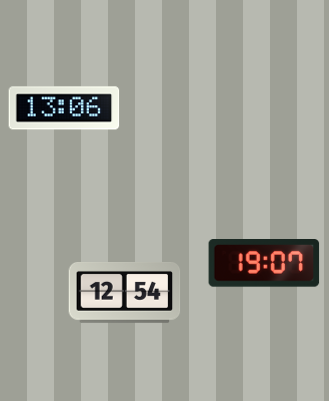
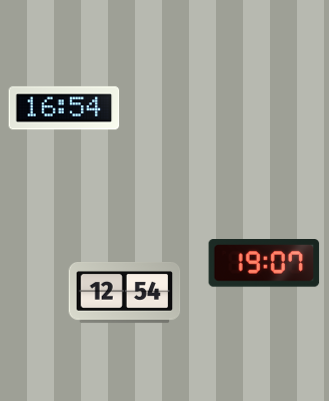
clock at (64, 108): 13:06 -> 16:54
